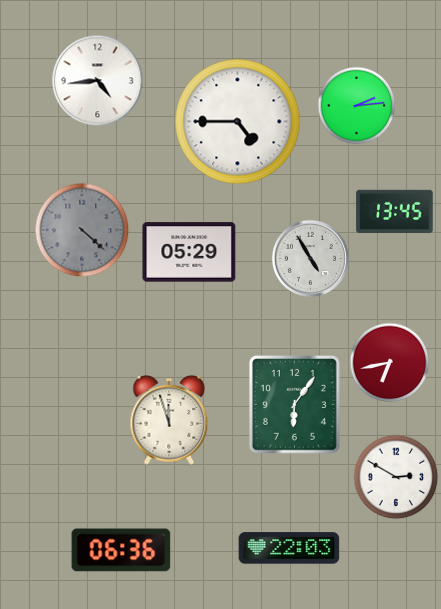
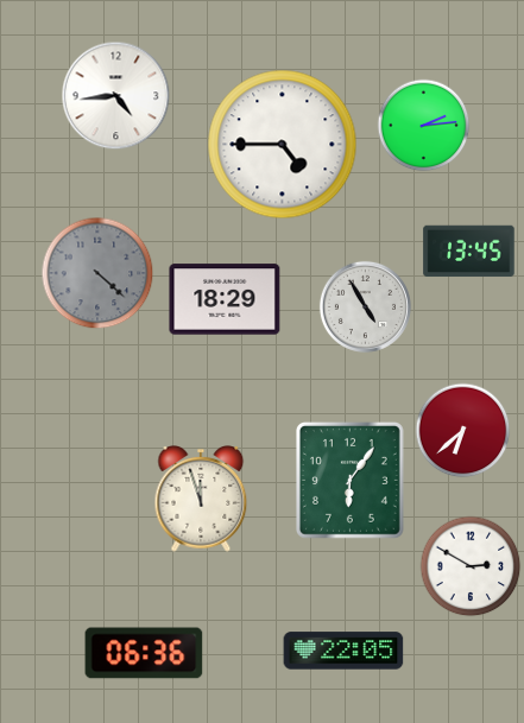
clock at (189, 252): 05:29 -> 18:29
clock at (310, 258) position: (310, 258) -> (365, 306)
clock at (389, 362): 6:43 -> 6:38
clock at (289, 548): 22:03 -> 22:05
